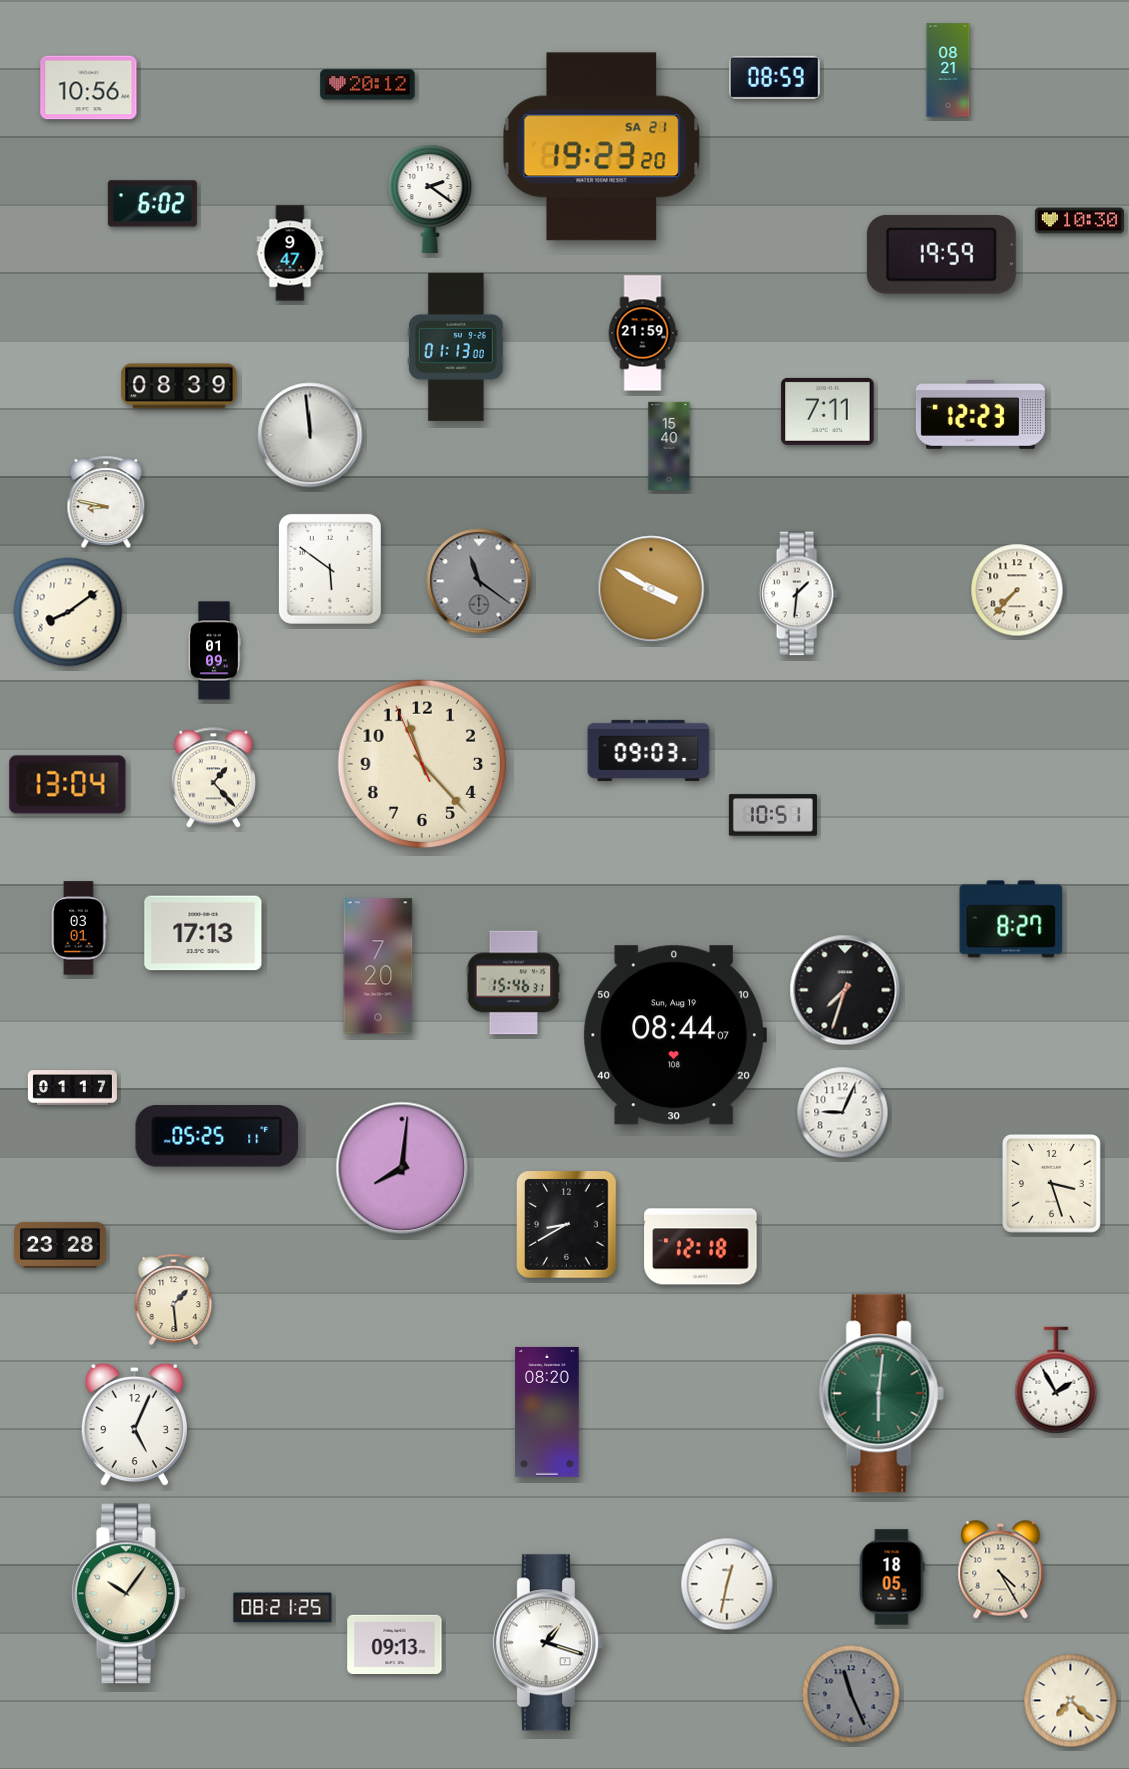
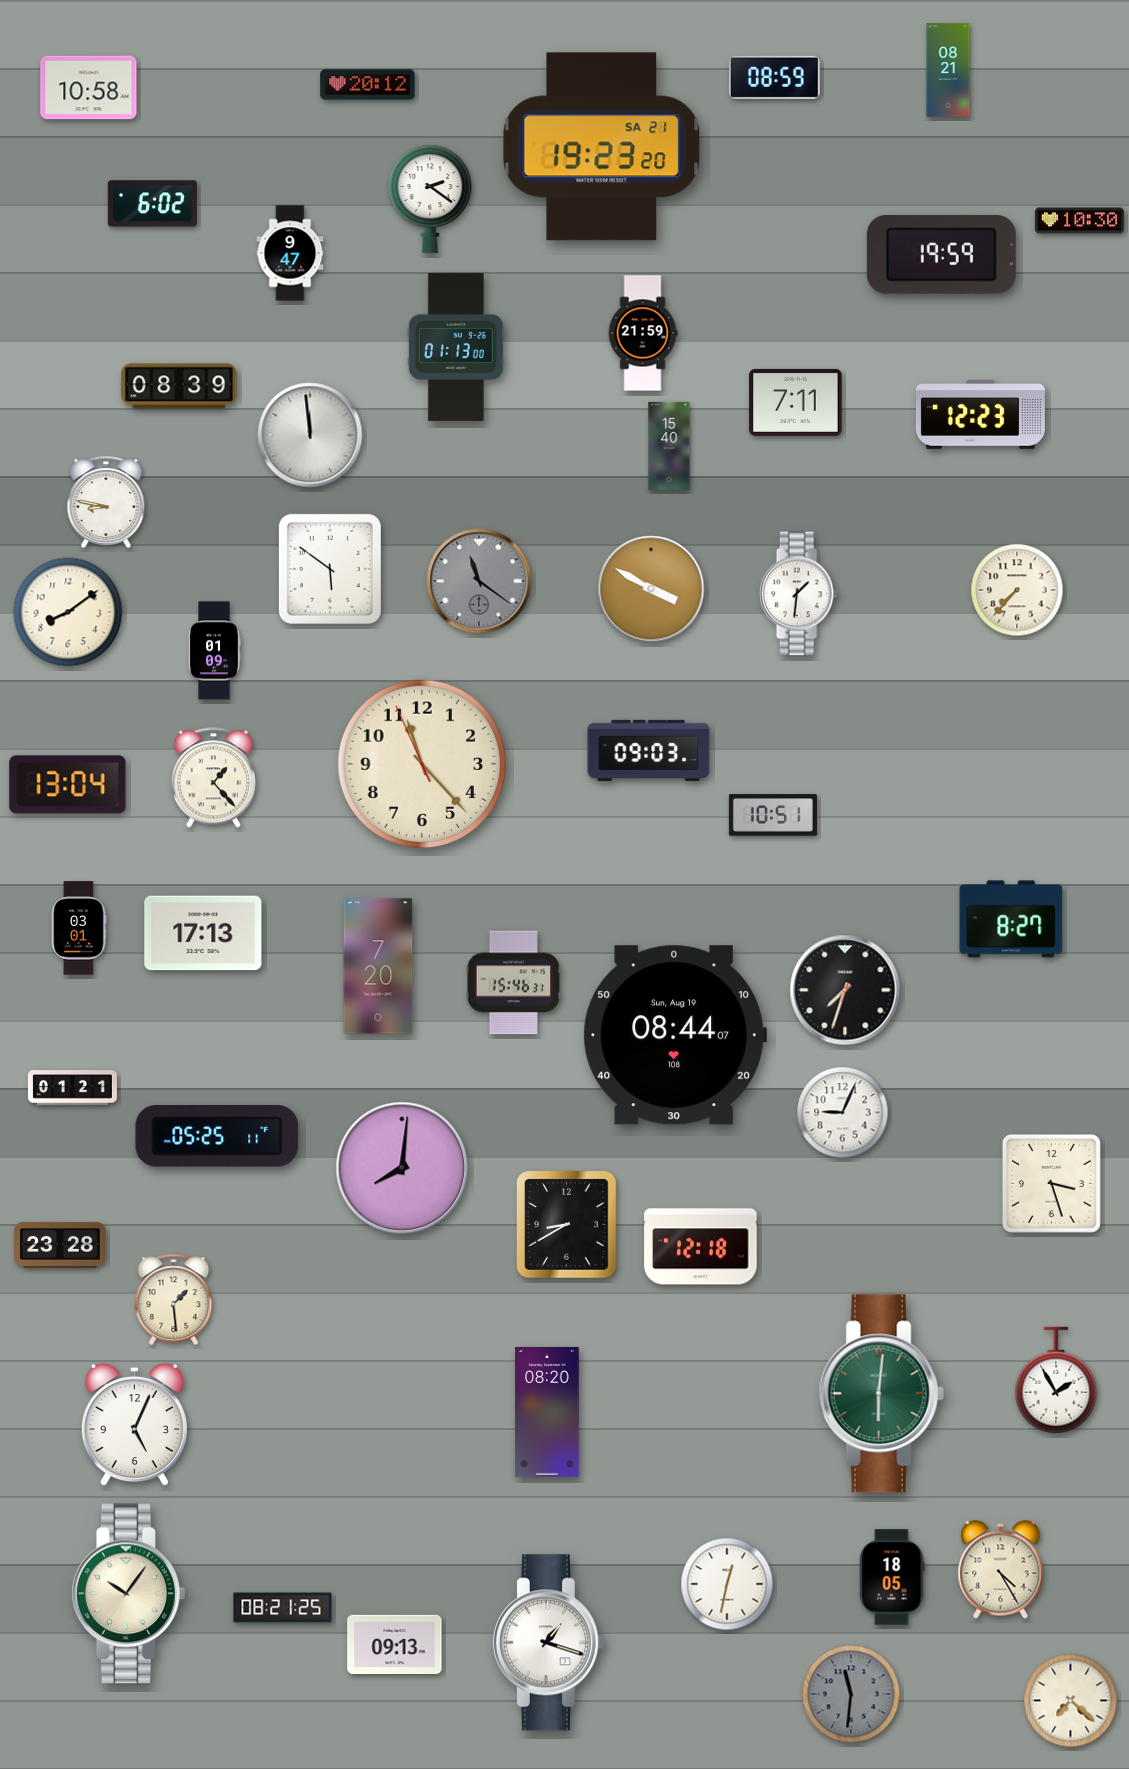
clock at (89, 88): 10:56 -> 10:58
clock at (828, 411) position: (828, 411) -> (796, 402)
clock at (72, 1088): 01:17 -> 01:21
clock at (851, 1694): 11:26 -> 11:31
